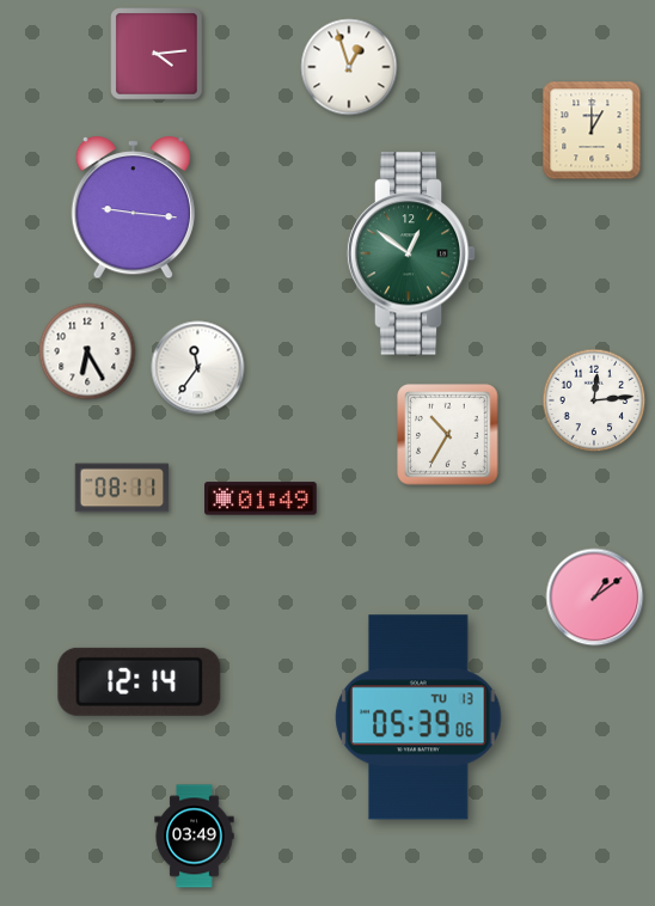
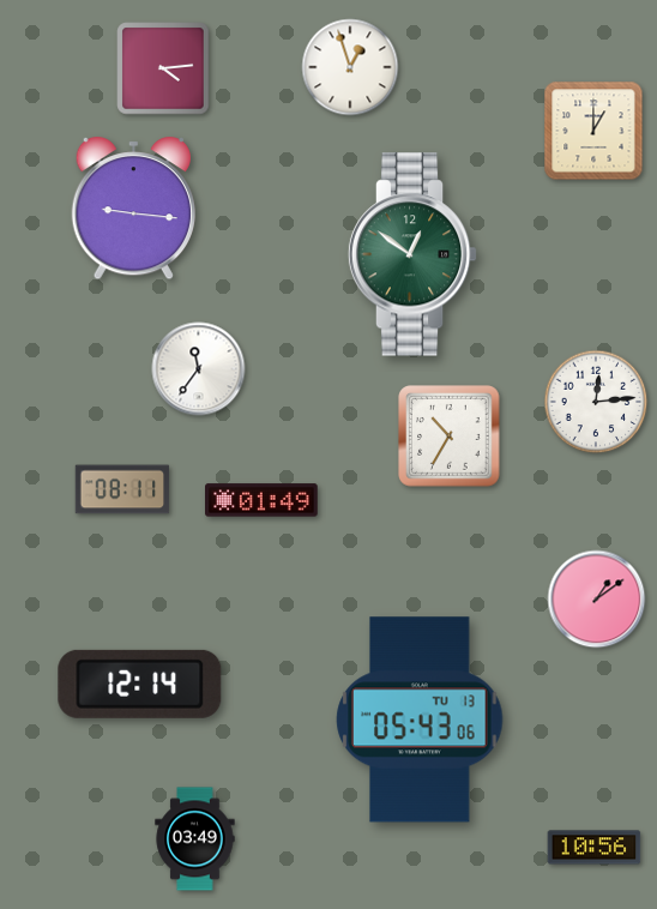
clock at (157, 54) position: (157, 54) -> (163, 68)
clock at (87, 351): 6:25 -> none
clock at (418, 717): 05:39 -> 05:43
clock at (595, 848): none -> 10:56
